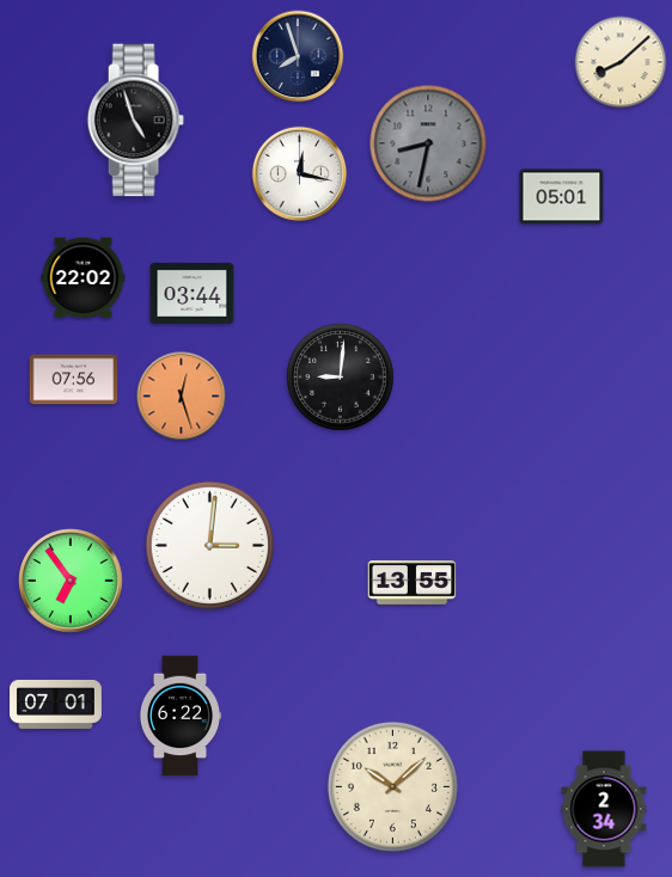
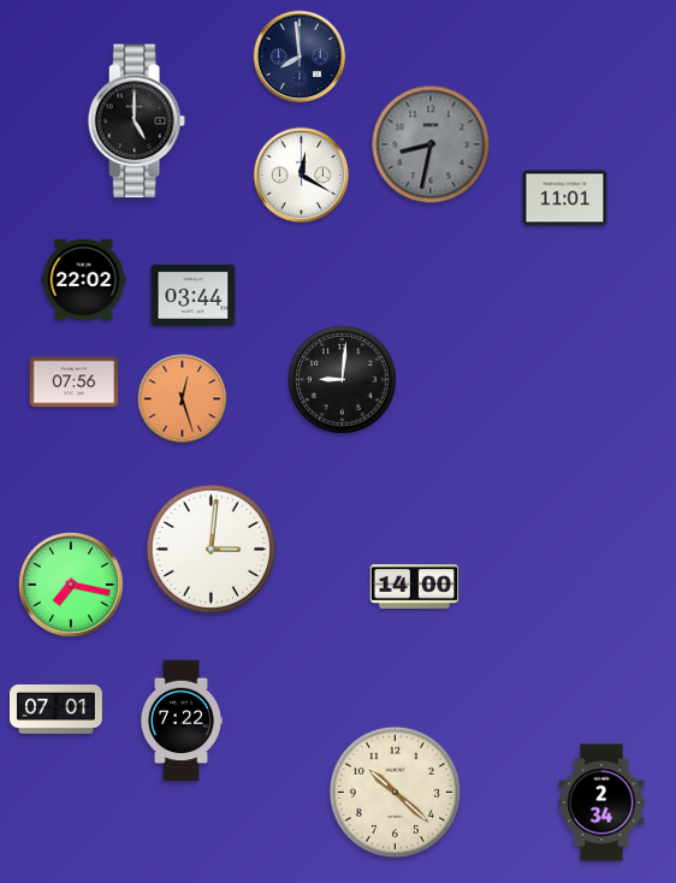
clock at (298, 56): 7:57 -> 7:59
clock at (621, 62): 8:08 -> none
clock at (135, 121): 4:57 -> 5:00
clock at (300, 174): 12:17 -> 12:20
clock at (562, 197): 05:01 -> 11:01
clock at (72, 582): 6:54 -> 7:17
clock at (413, 583): 13:55 -> 14:00
clock at (179, 716): 6:22 -> 7:22
clock at (392, 786): 10:08 -> 10:22
clock at (604, 809) position: (604, 809) -> (601, 802)
